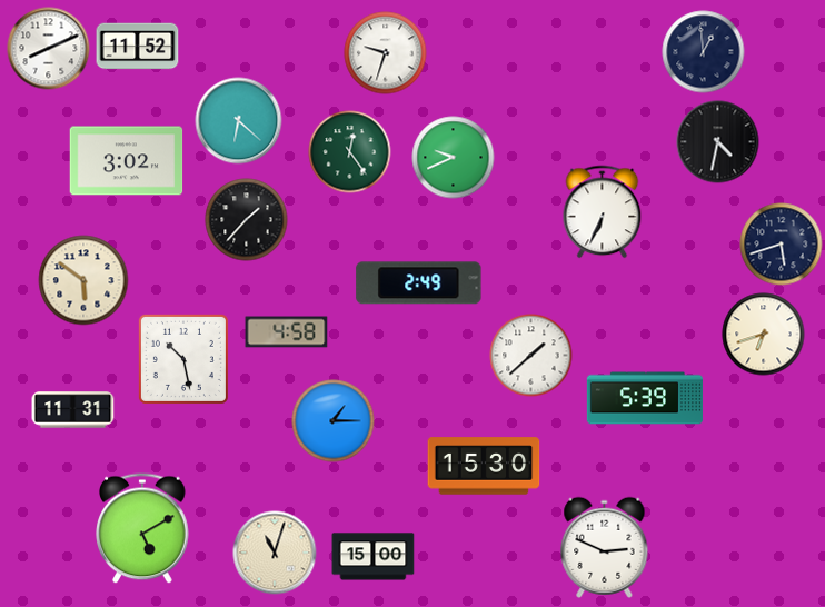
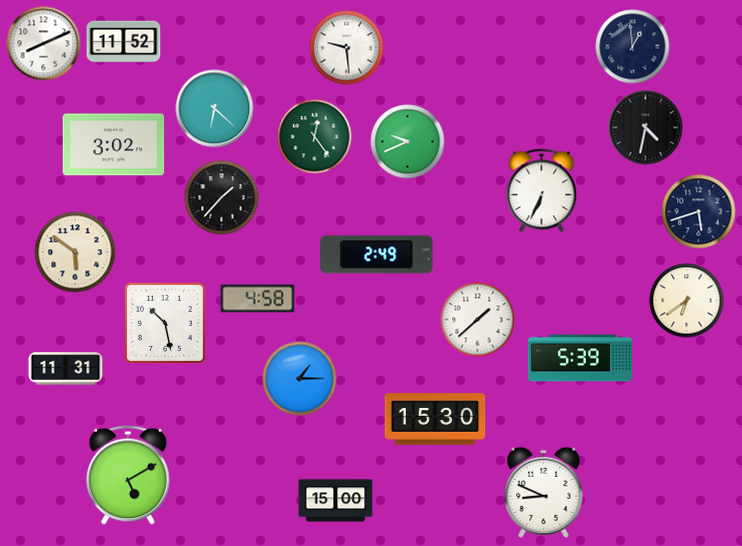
clock at (386, 53): 9:33 -> 9:29
clock at (782, 245) position: (782, 245) -> (699, 212)
clock at (764, 335): 6:42 -> 6:39
clock at (605, 547): 2:49 -> 8:49
clock at (275, 553): 11:03 -> none
